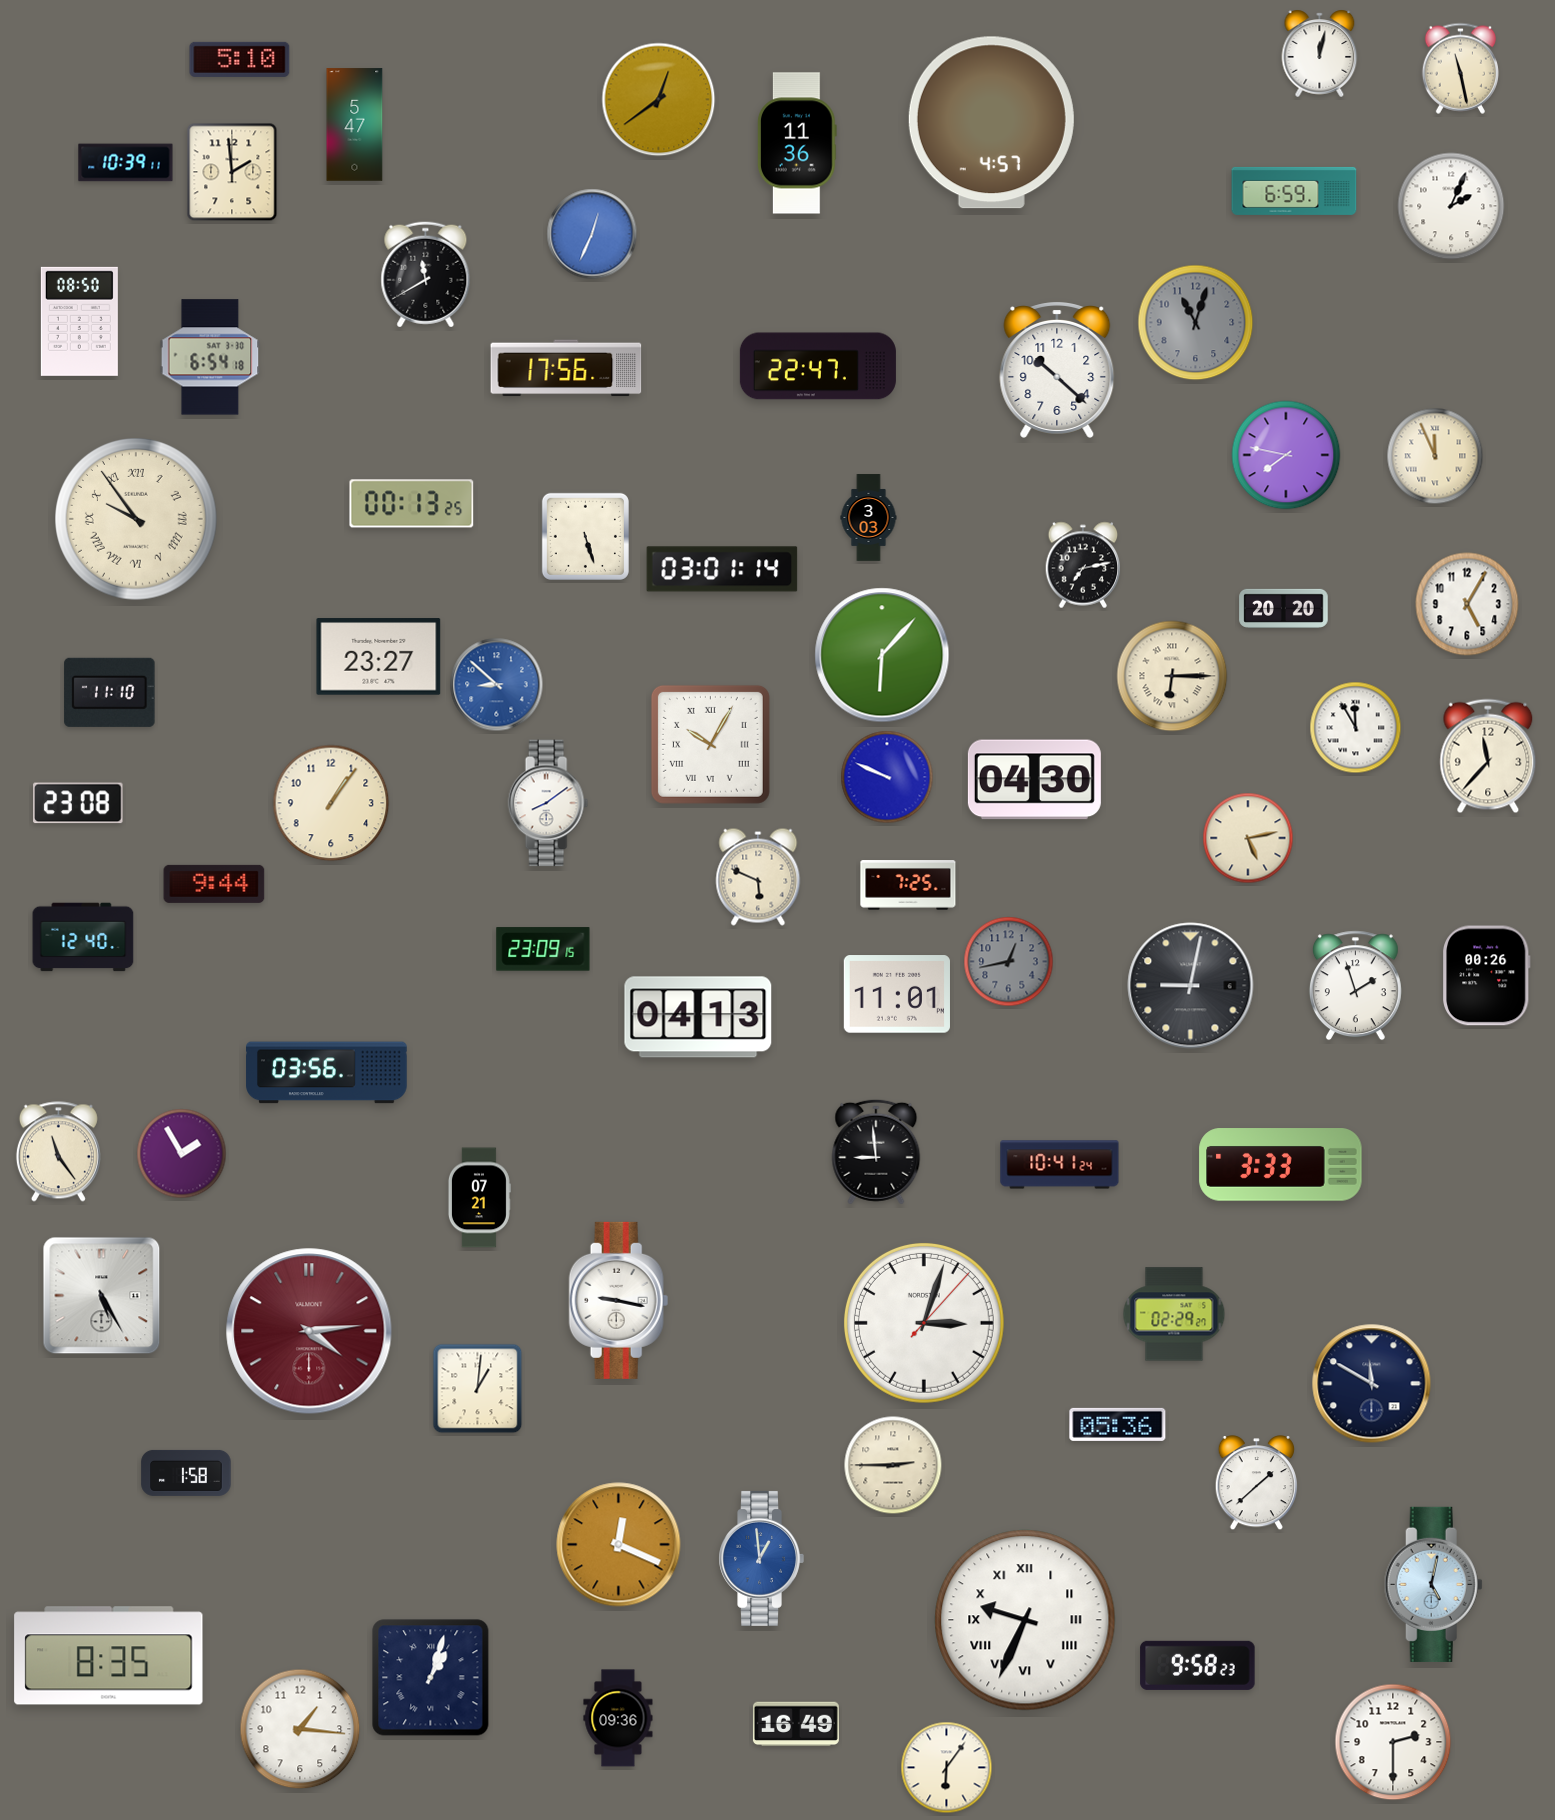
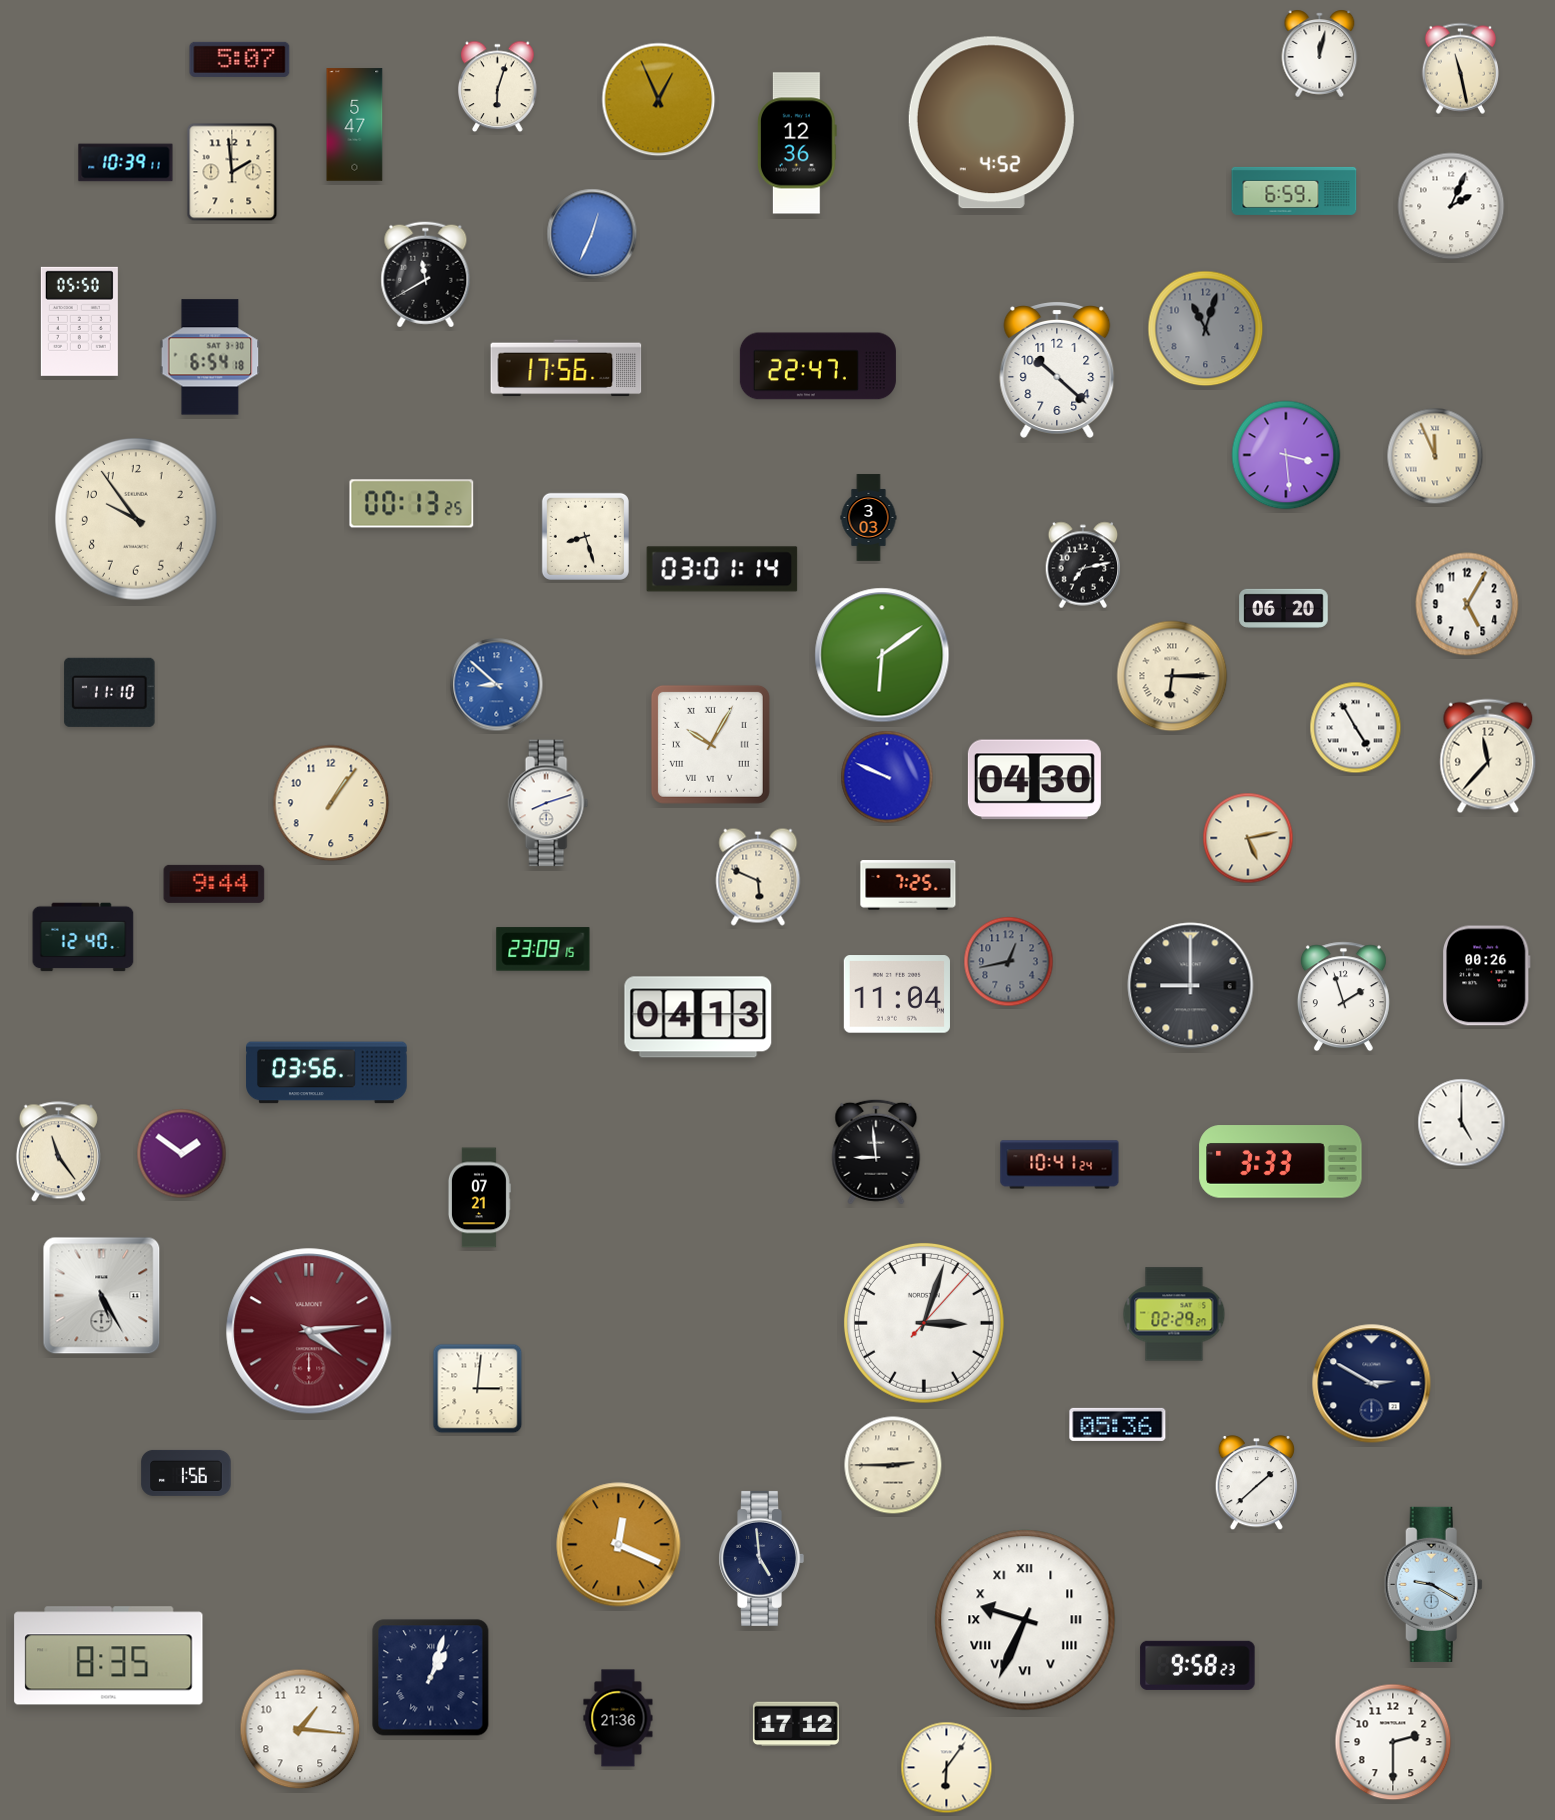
clock at (240, 59): 5:10 -> 5:07
clock at (498, 87): none -> 6:03
clock at (659, 100): 12:39 -> 12:56
clock at (991, 123): 4:57 -> 4:52
clock at (797, 143): 11:36 -> 12:36
clock at (79, 321): 08:50 -> 05:50
clock at (1196, 323) position: (1196, 323) -> (1206, 329)
clock at (1286, 455): 7:47 -> 3:29
clock at (137, 520) numerals: Roman -> Arabic
clock at (585, 536): 5:27 -> 8:27
clock at (1284, 608): 20:20 -> 06:20
clock at (882, 655): 6:07 -> 6:09
clock at (379, 657): 23:27 -> none
clock at (1356, 728): 11:55 -> 4:55
clock at (78, 803): 23:08 -> none
clock at (548, 803): 8:09 -> 8:12
clock at (1191, 986): 9:02 -> 9:00
clock at (1355, 986) position: (1355, 986) -> (1343, 997)
clock at (897, 994): 11:01 -> 11:04
clock at (1462, 1123): none -> 5:00
clock at (182, 1154): 1:55 -> 1:51
clock at (1281, 1165) position: (1281, 1165) -> (1281, 1162)
clock at (619, 1300): 9:17 -> none
clock at (1372, 1384): 11:50 -> 2:50
clock at (478, 1389): 1:01 -> 3:01
clock at (186, 1473): 1:58 -> 1:56
clock at (761, 1558): 12:59 -> 4:59
clock at (761, 1558) dial: blue -> navy
clock at (1433, 1584): 5:02 -> 9:20
clock at (618, 1718): 09:36 -> 21:36
clock at (796, 1724): 16:49 -> 17:12
